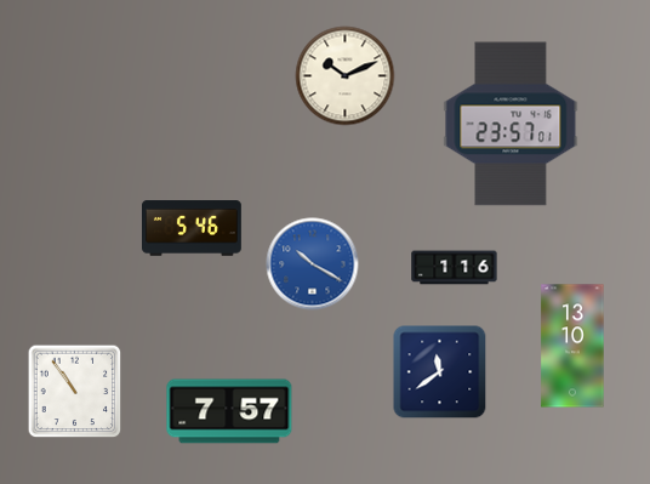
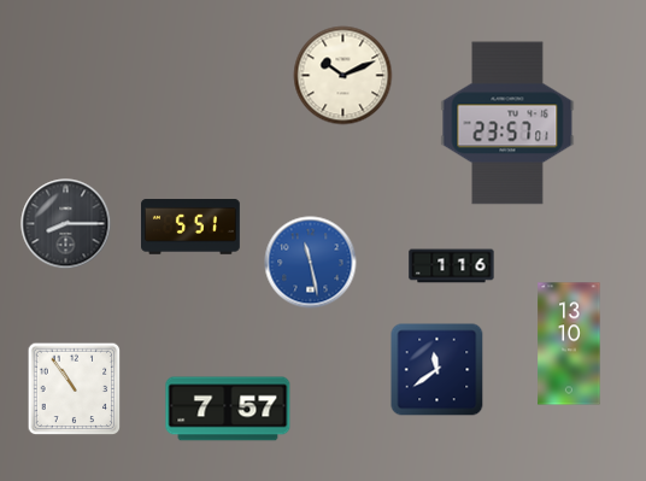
clock at (66, 224): none -> 8:15
clock at (193, 228): 5:46 -> 5:51
clock at (313, 264): 10:20 -> 11:28
